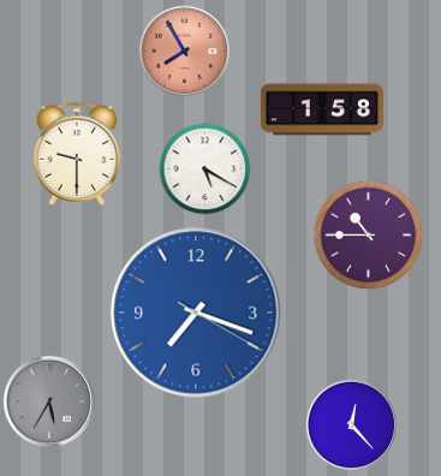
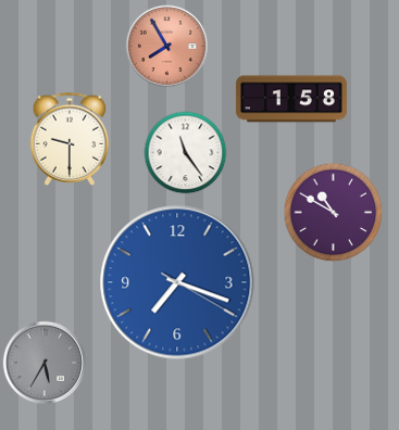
clock at (205, 169): 5:20 -> 11:24
clock at (369, 236): 10:45 -> 10:50
clock at (352, 426): 12:23 -> none
